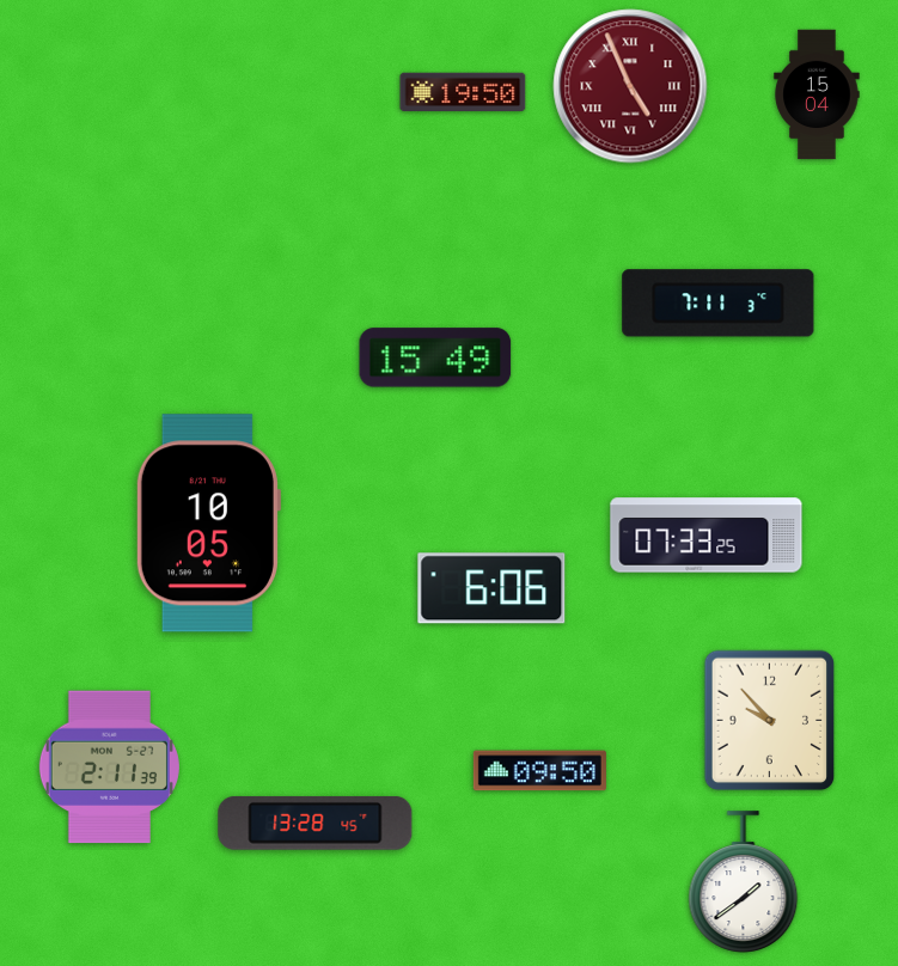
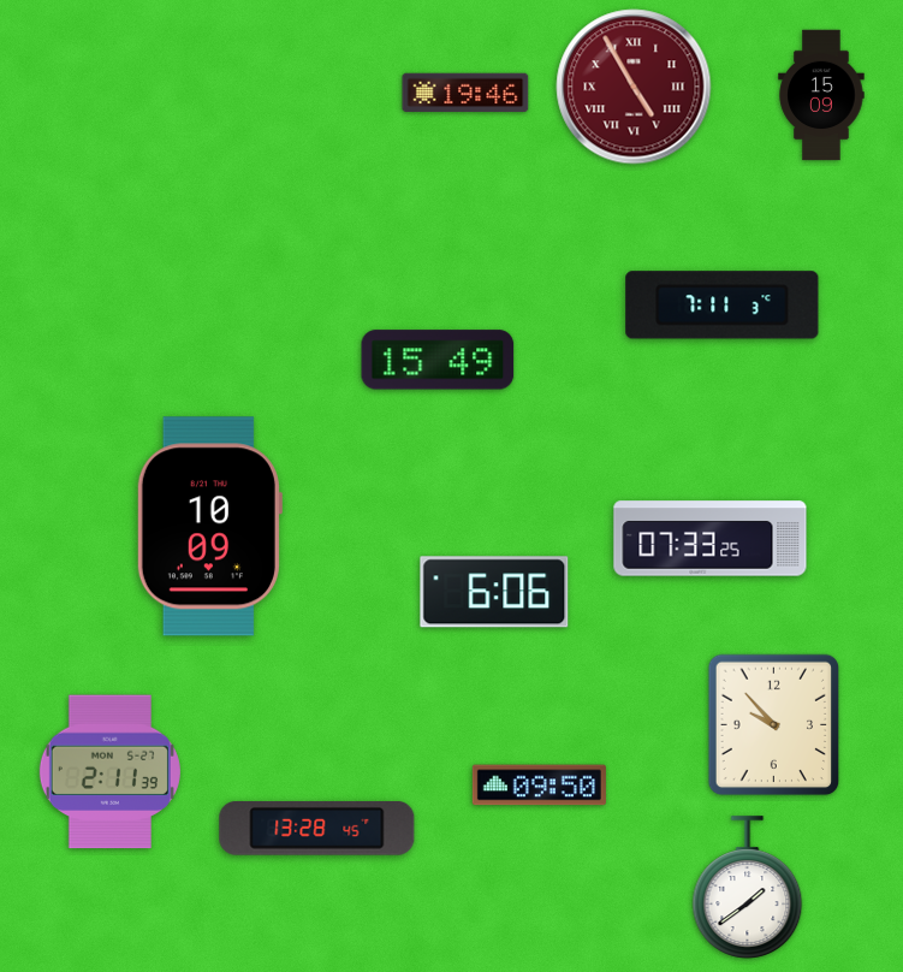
clock at (630, 86): 4:56 -> 4:55
clock at (463, 91): 19:50 -> 19:46
clock at (817, 94): 15:04 -> 15:09
clock at (208, 524): 10:05 -> 10:09
clock at (539, 771) position: (539, 771) -> (539, 786)
